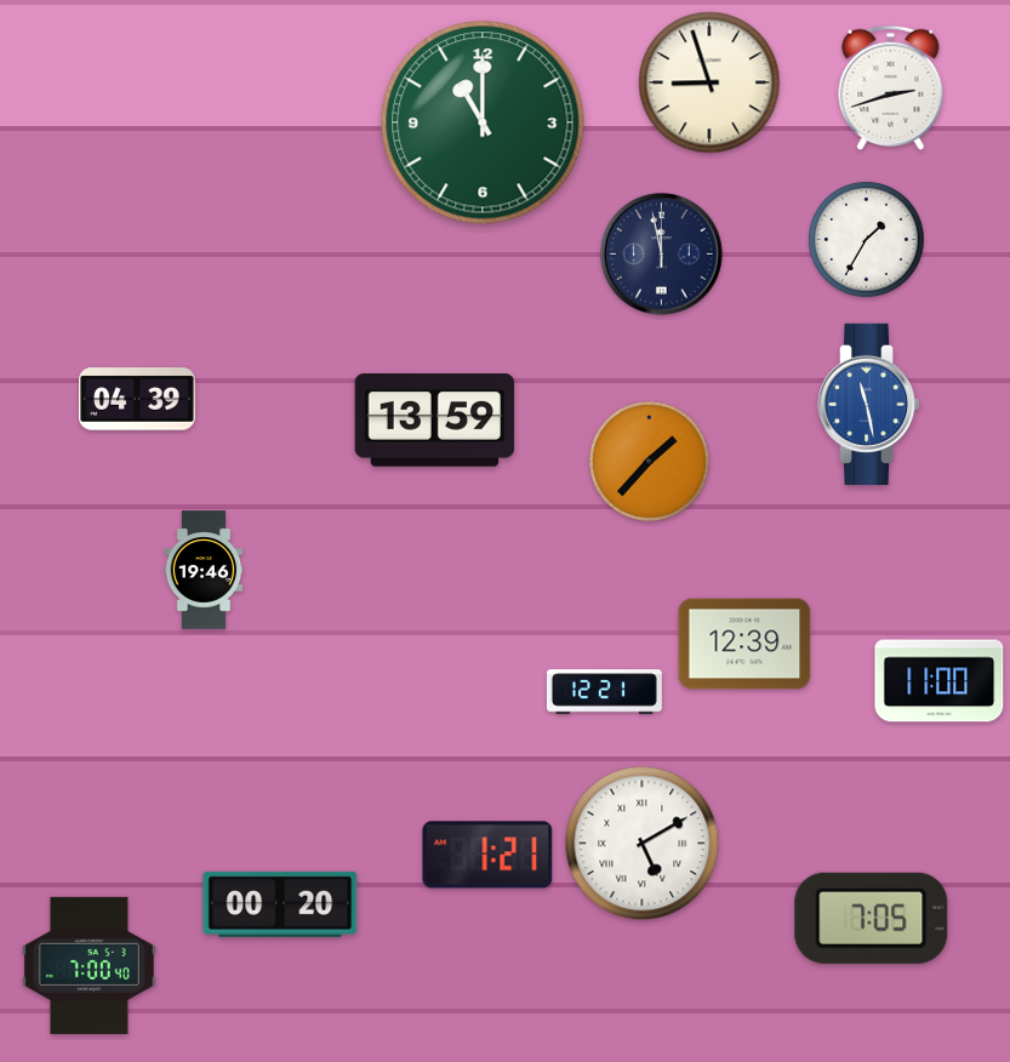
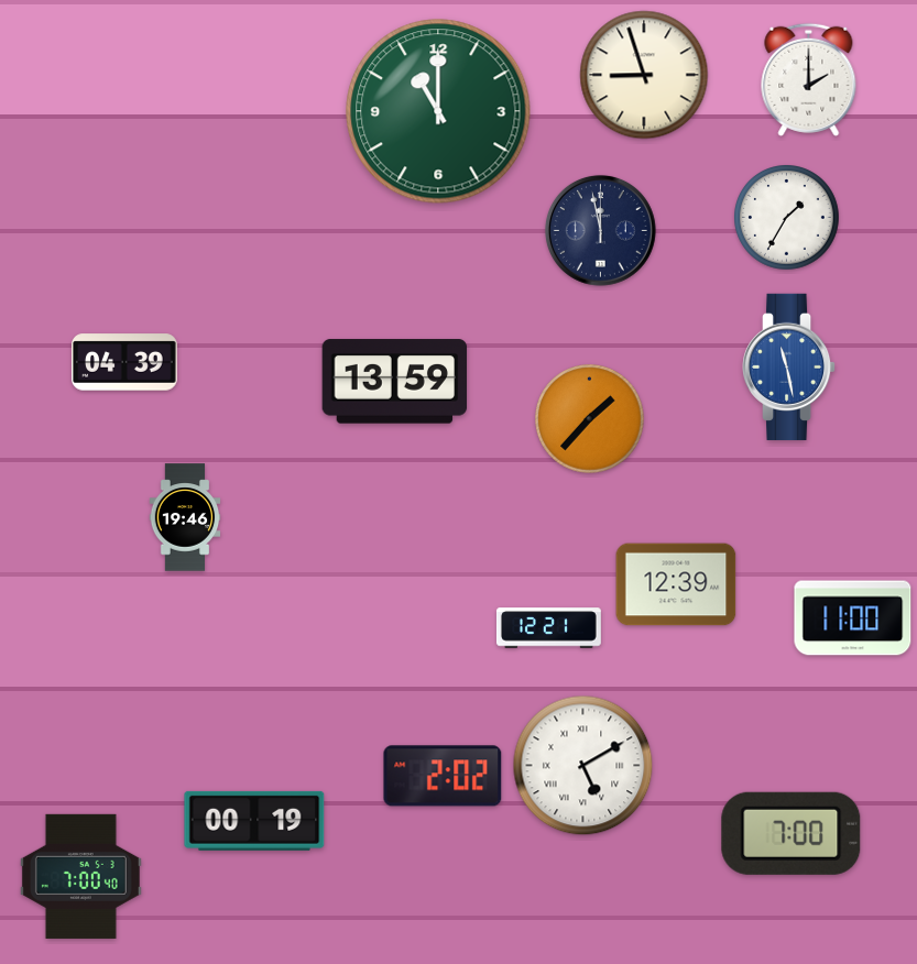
clock at (891, 87): 2:42 -> 2:00
clock at (487, 855): 1:21 -> 2:02
clock at (280, 904): 00:20 -> 00:19
clock at (872, 918): 7:05 -> 7:00
